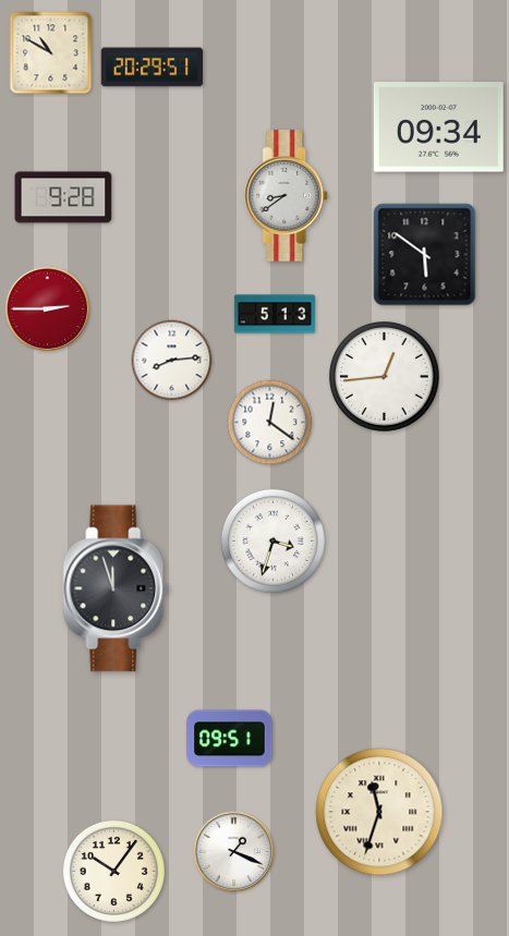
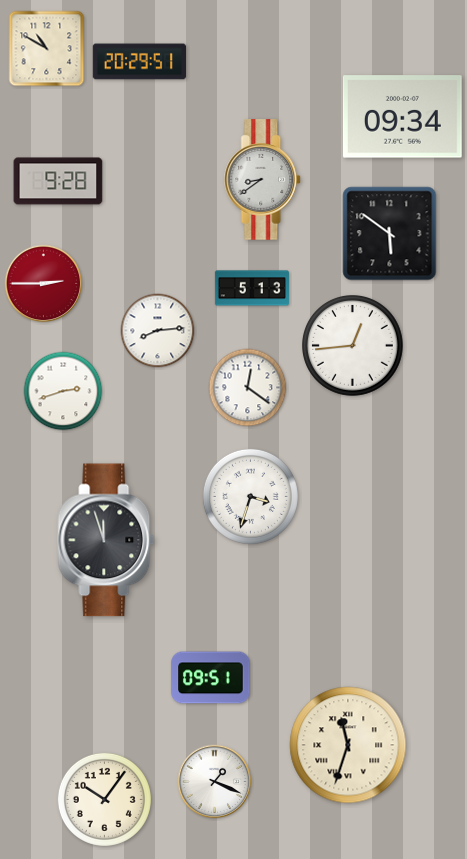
clock at (63, 391): none -> 2:42
